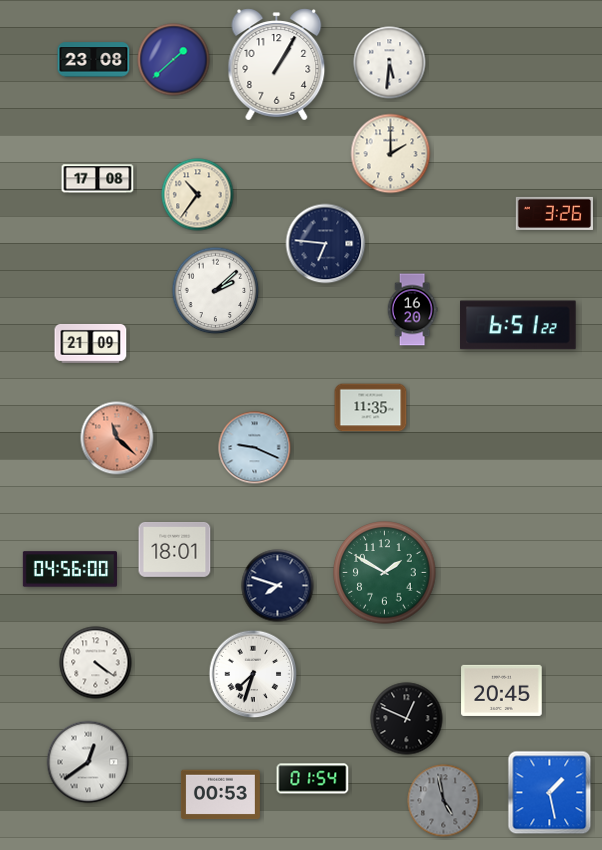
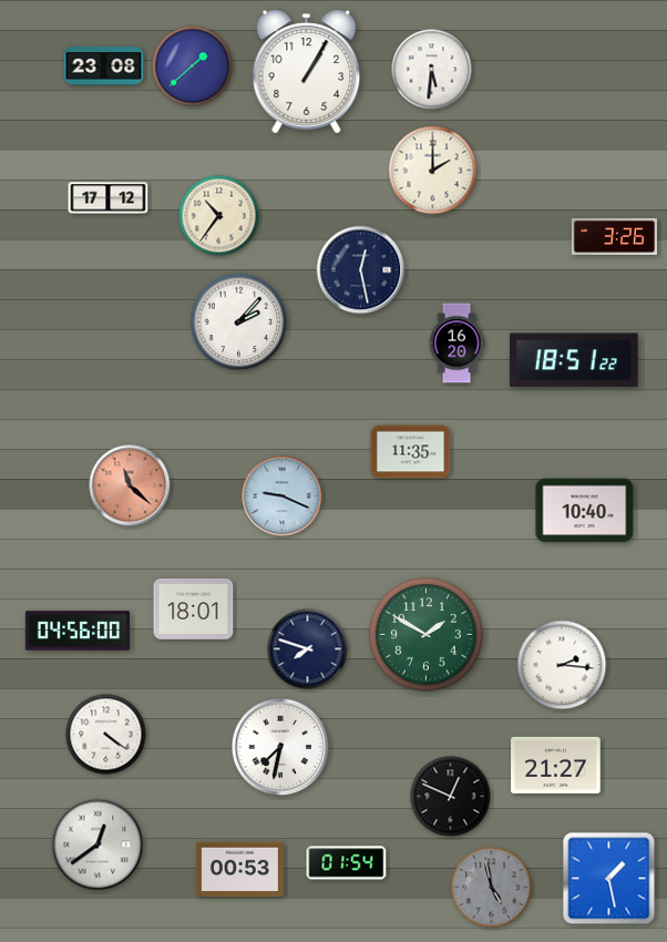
clock at (98, 179): 17:08 -> 17:12
clock at (326, 244): 6:46 -> 12:28
clock at (216, 291): 2:08 -> 2:07
clock at (519, 325): 6:51 -> 18:51
clock at (91, 343): 21:09 -> none
clock at (585, 511): none -> 10:40
clock at (562, 665): none -> 2:16
clock at (253, 674): 7:33 -> 7:32
clock at (502, 690): 20:45 -> 21:27
clock at (220, 795) position: (220, 795) -> (239, 870)
